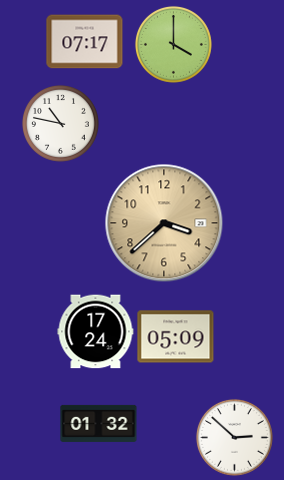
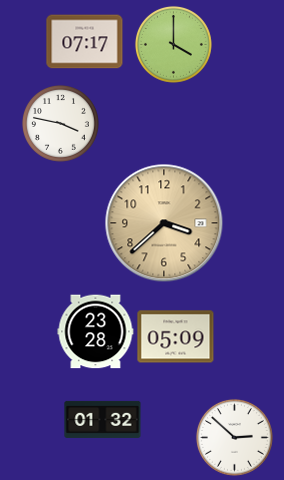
clock at (61, 124): 10:47 -> 3:47
clock at (96, 332): 17:24 -> 23:28
clock at (99, 423) position: (99, 423) -> (103, 419)
